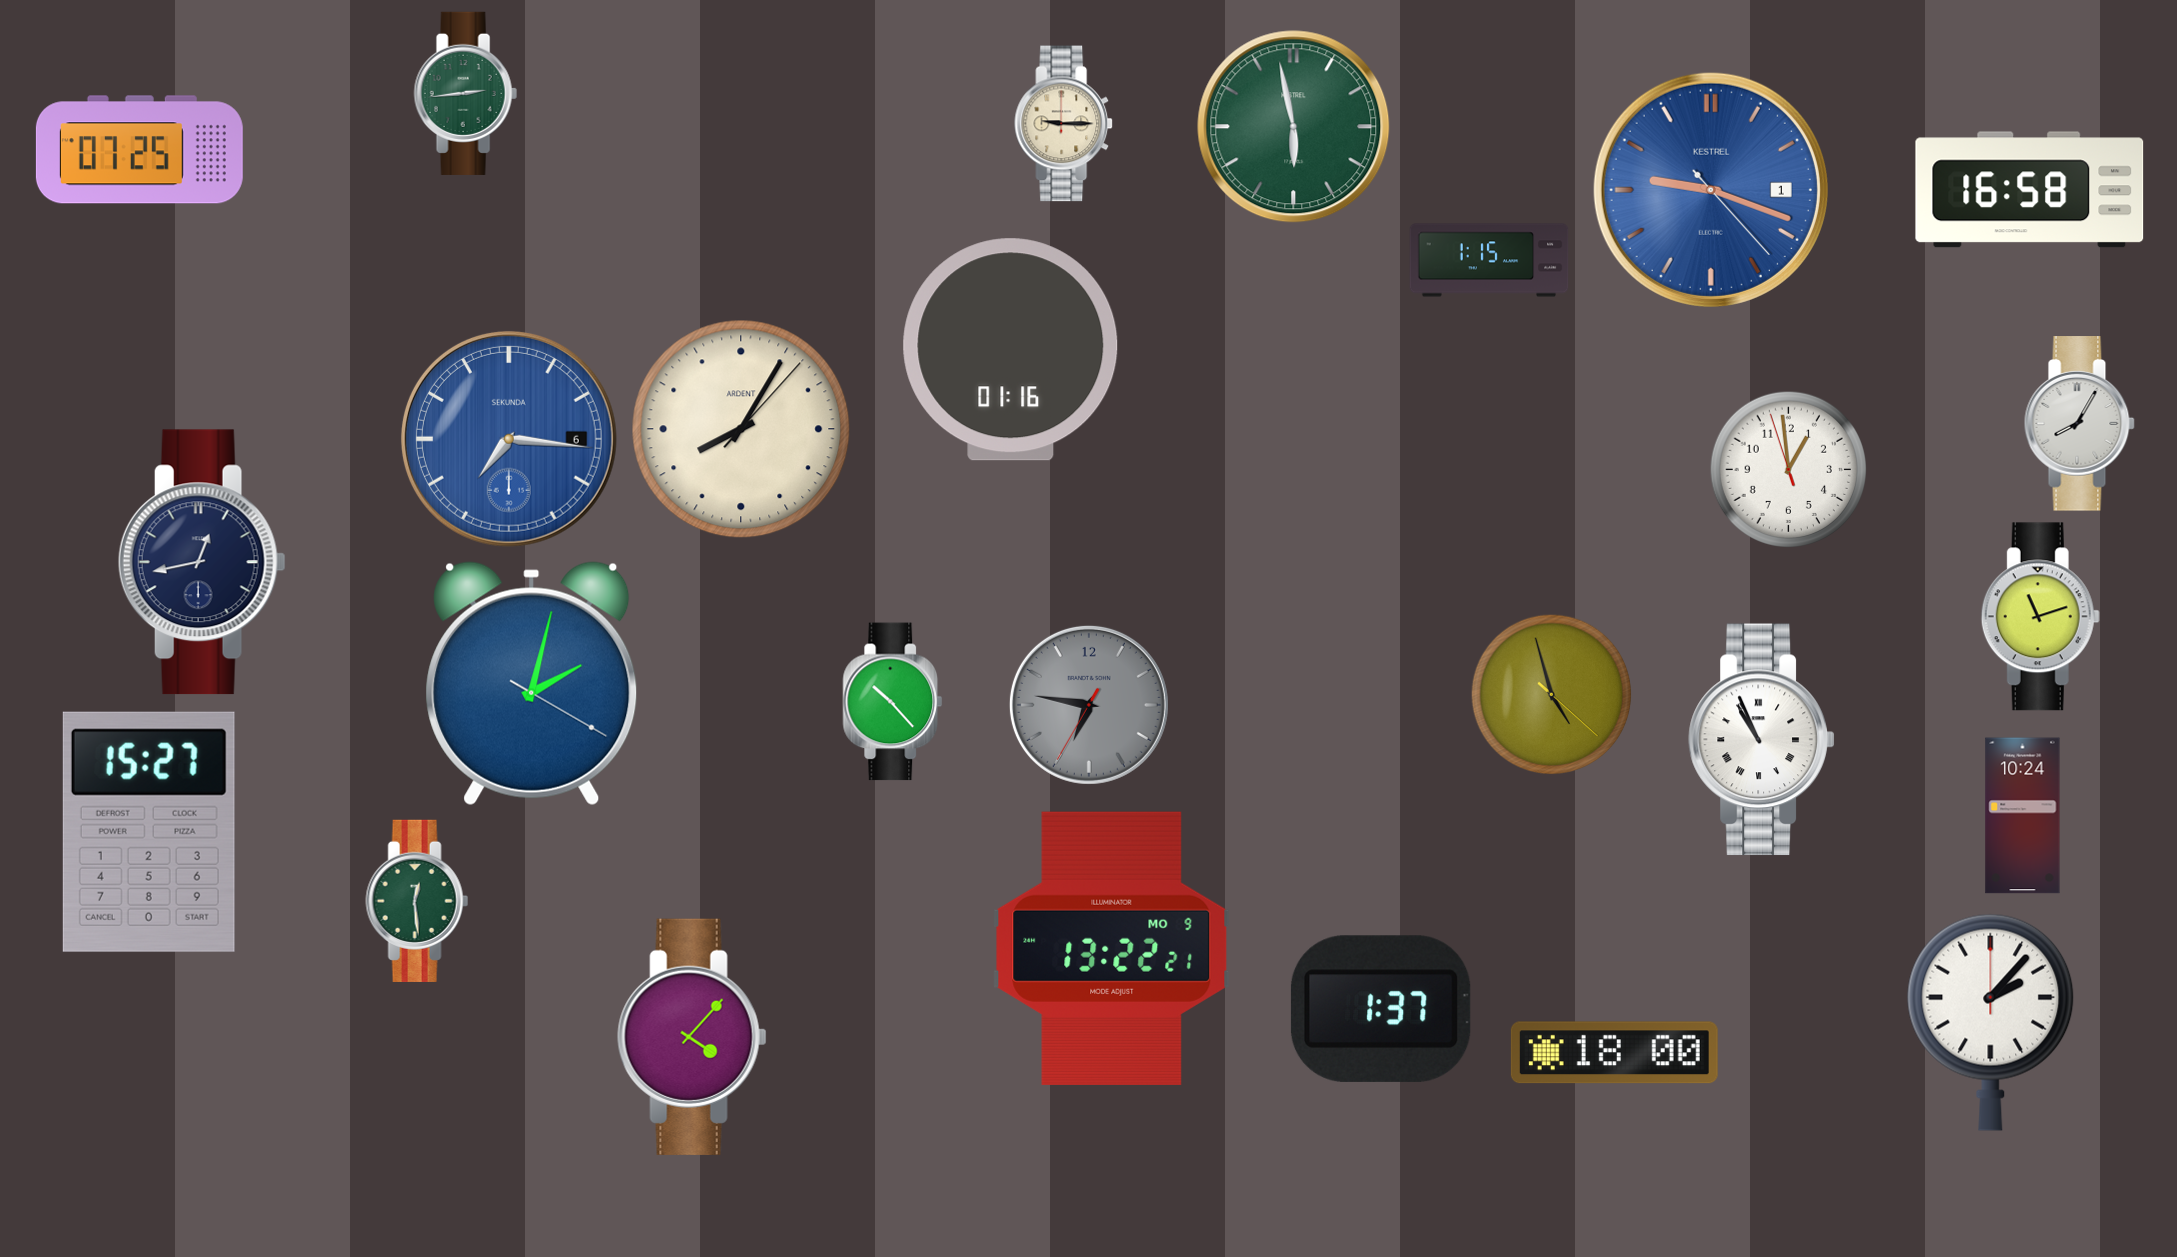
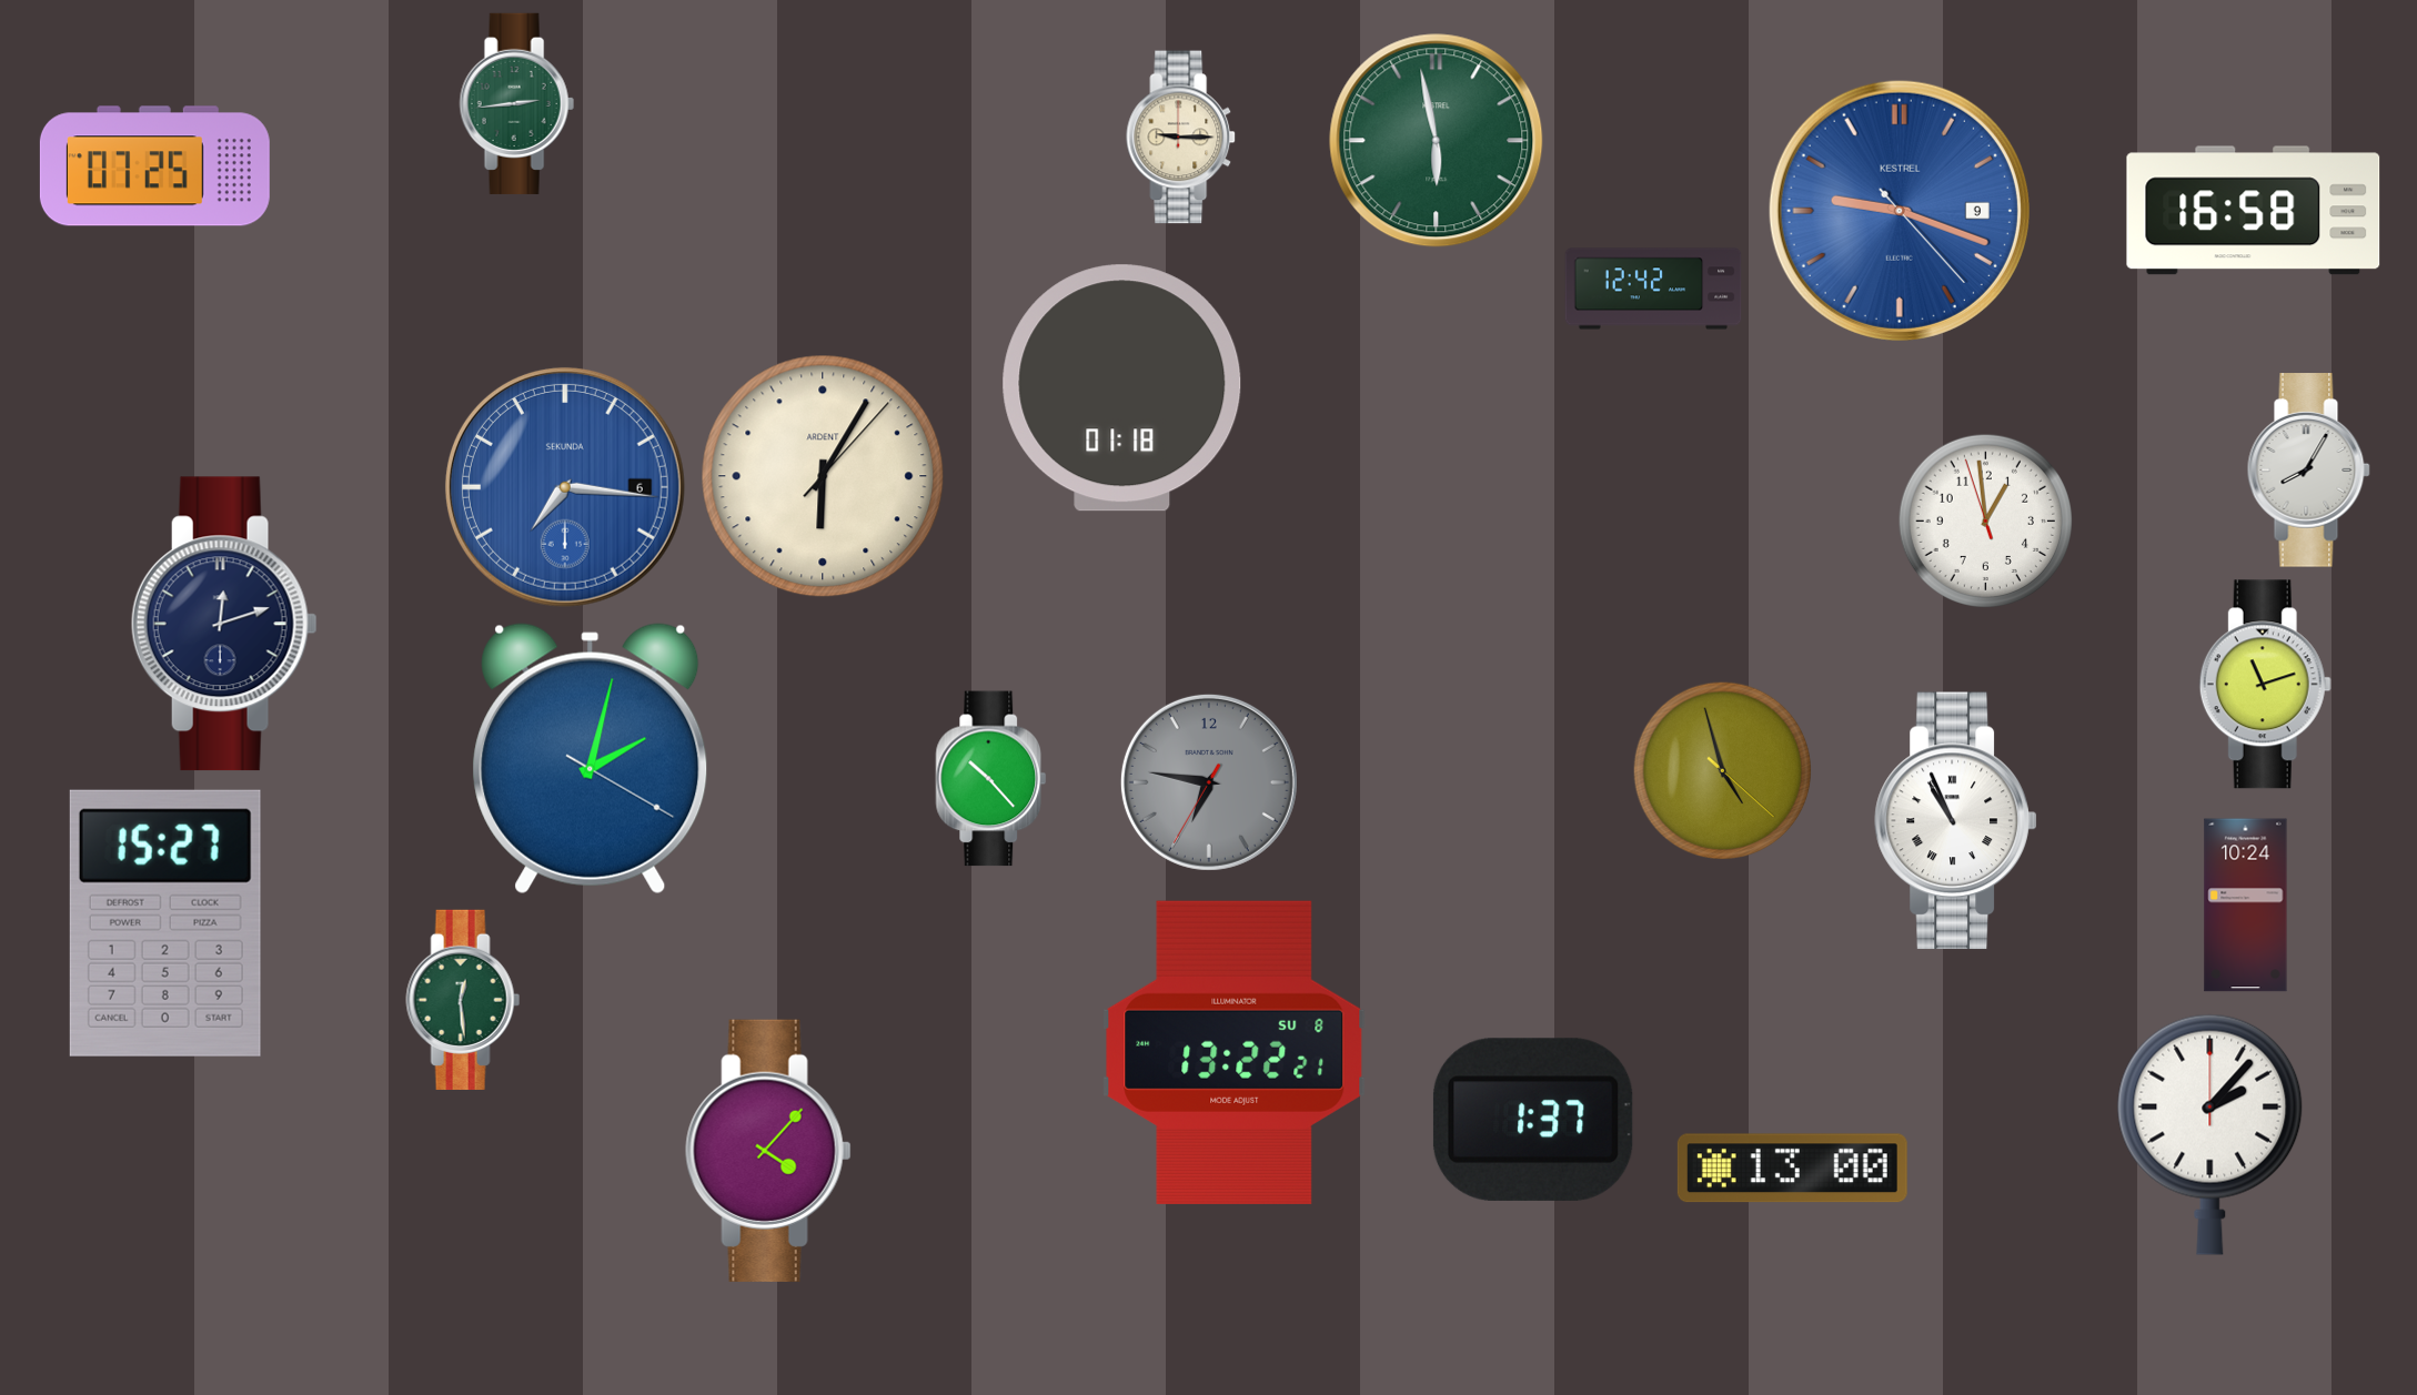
clock at (1711, 190) date: 1 -> 9
clock at (1489, 260): 1:15 -> 12:42
clock at (1011, 350): 01:16 -> 01:18
clock at (741, 429): 8:05 -> 6:05
clock at (202, 562): 12:43 -> 12:12
clock at (1112, 948) date: MO 9 -> SU 8
clock at (1614, 1053): 18:00 -> 13:00
